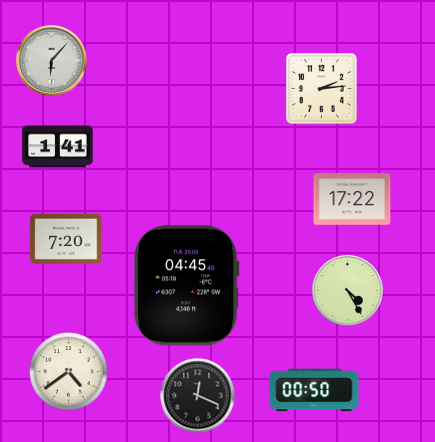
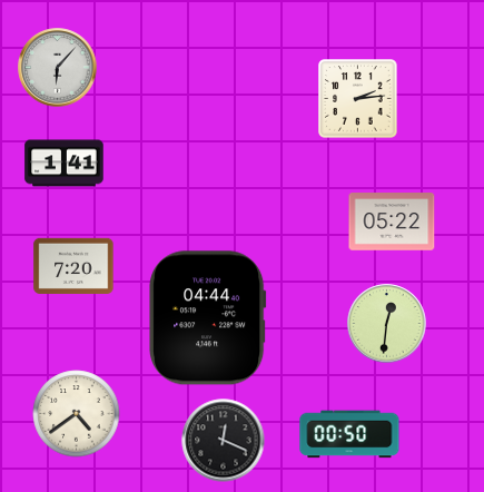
clock at (352, 199): 17:22 -> 05:22
clock at (187, 286): 04:45 -> 04:44
clock at (348, 291): 4:25 -> 12:31
clock at (198, 396) position: (198, 396) -> (224, 441)
